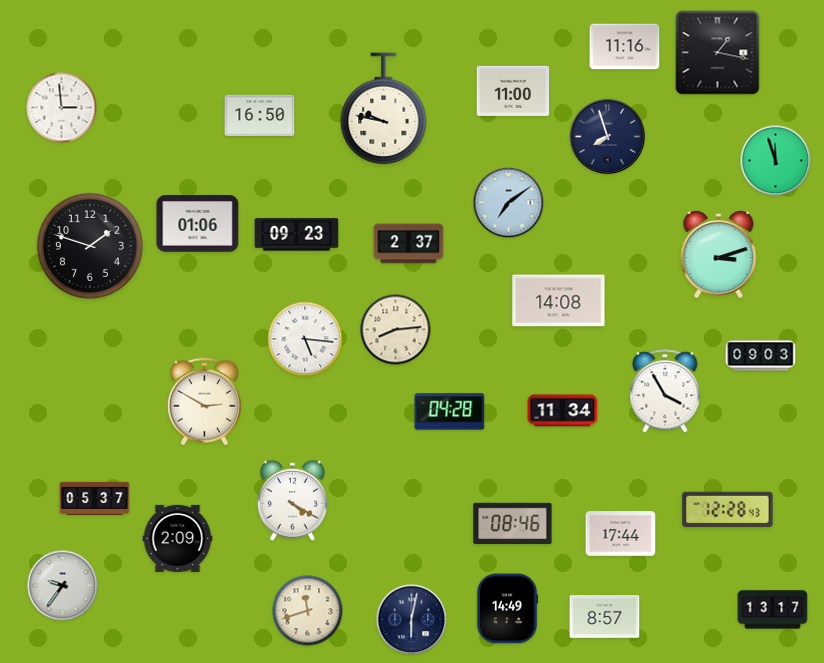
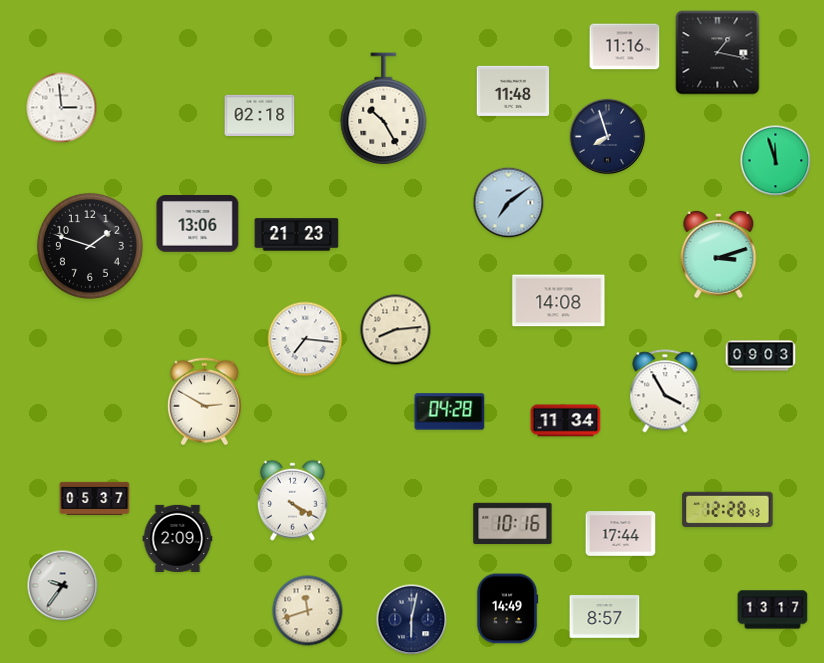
clock at (513, 91): 11:00 -> 11:48
clock at (384, 109): 9:47 -> 10:25
clock at (260, 115): 16:50 -> 02:18
clock at (198, 224): 01:06 -> 13:06
clock at (297, 235): 09:23 -> 21:23
clock at (409, 244): 2:37 -> none
clock at (305, 339): 5:16 -> 7:16
clock at (563, 411) position: (563, 411) -> (566, 421)
clock at (513, 524): 08:46 -> 10:16
